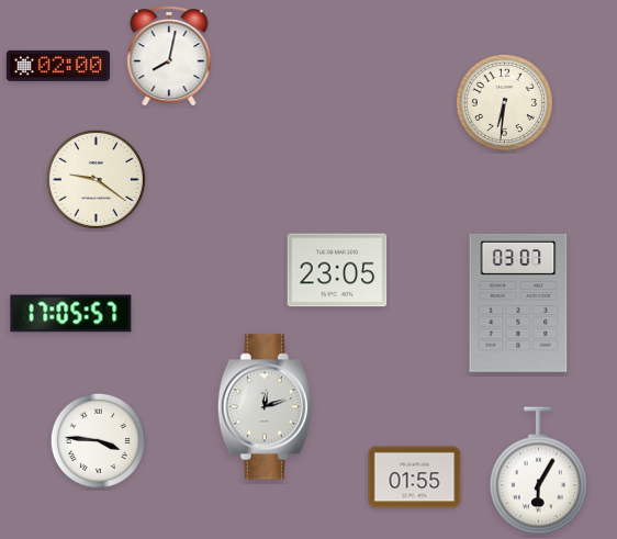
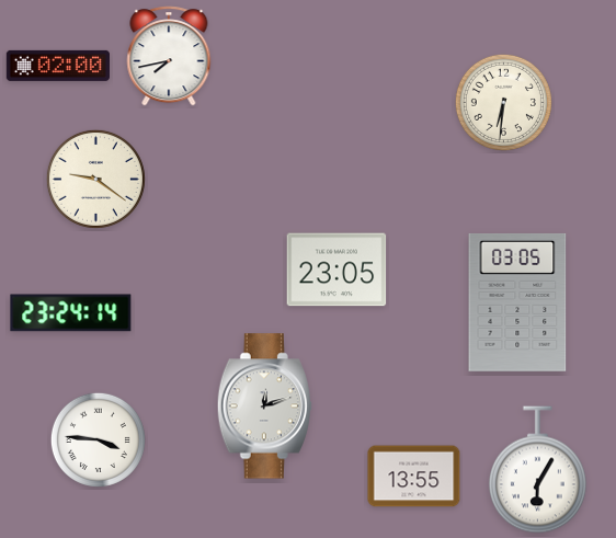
clock at (169, 56): 8:02 -> 7:43
clock at (518, 303): 03:07 -> 03:05
clock at (71, 314): 17:05 -> 23:24
clock at (415, 478): 01:55 -> 13:55
